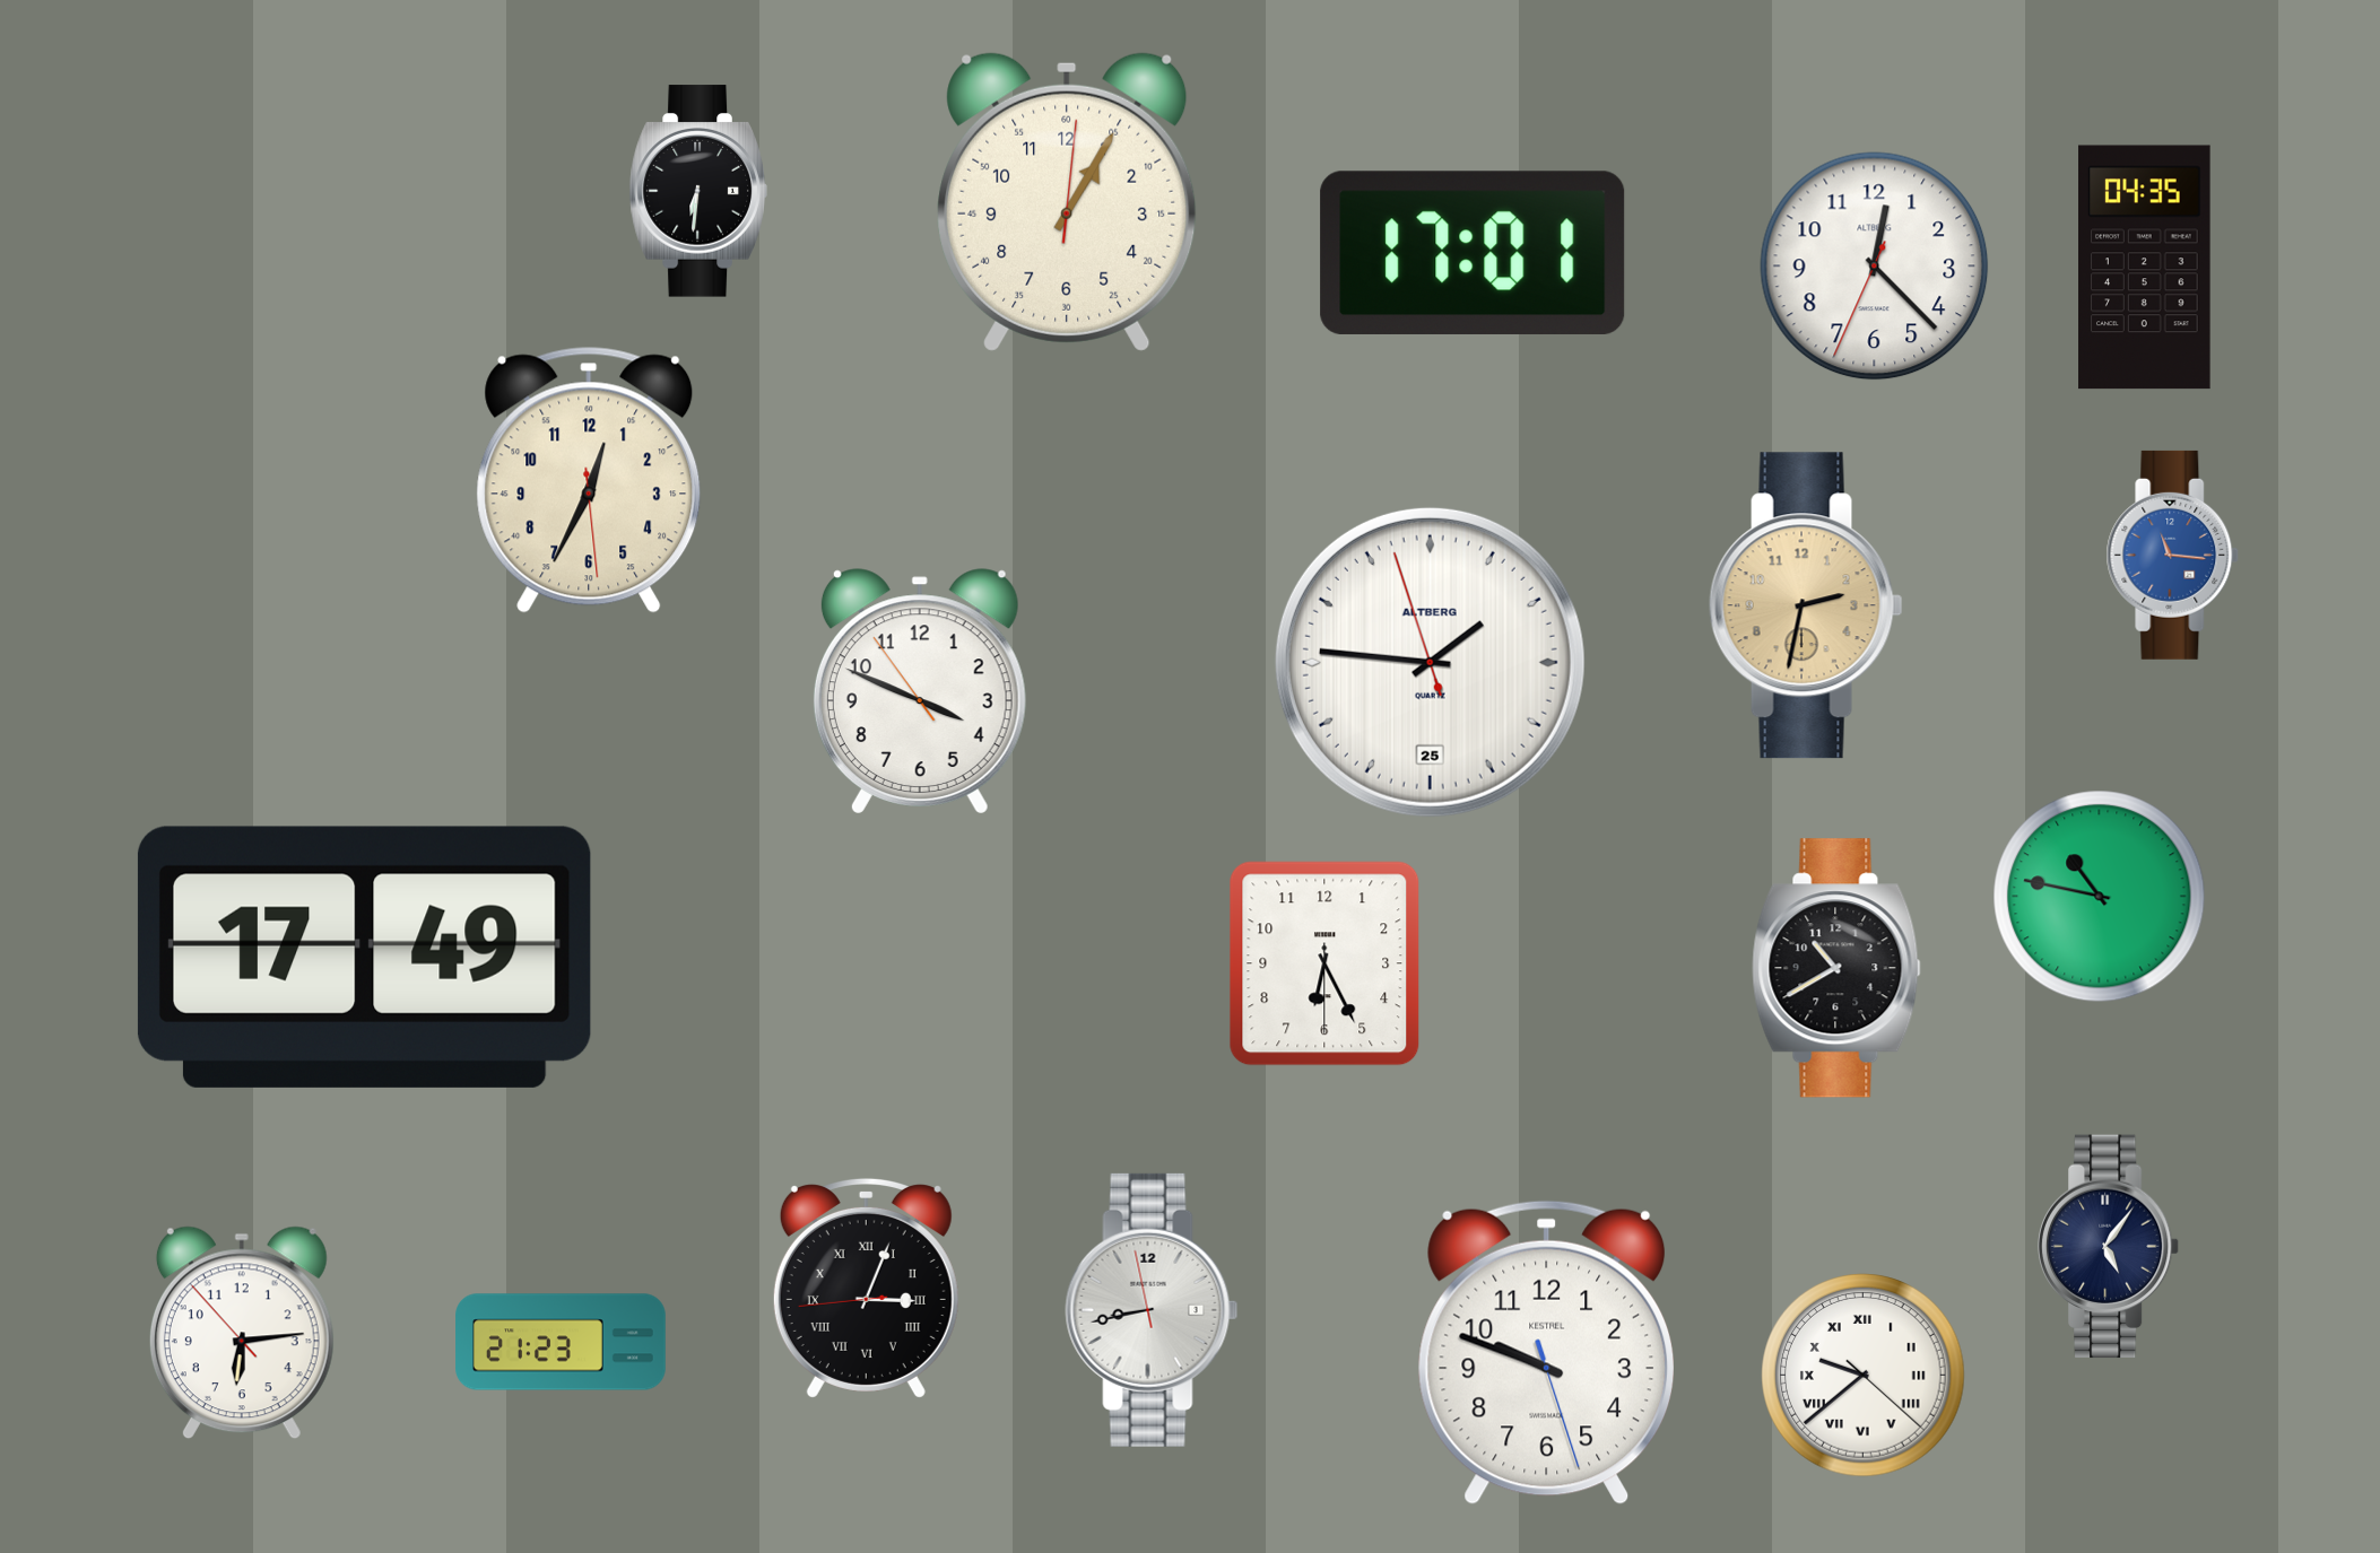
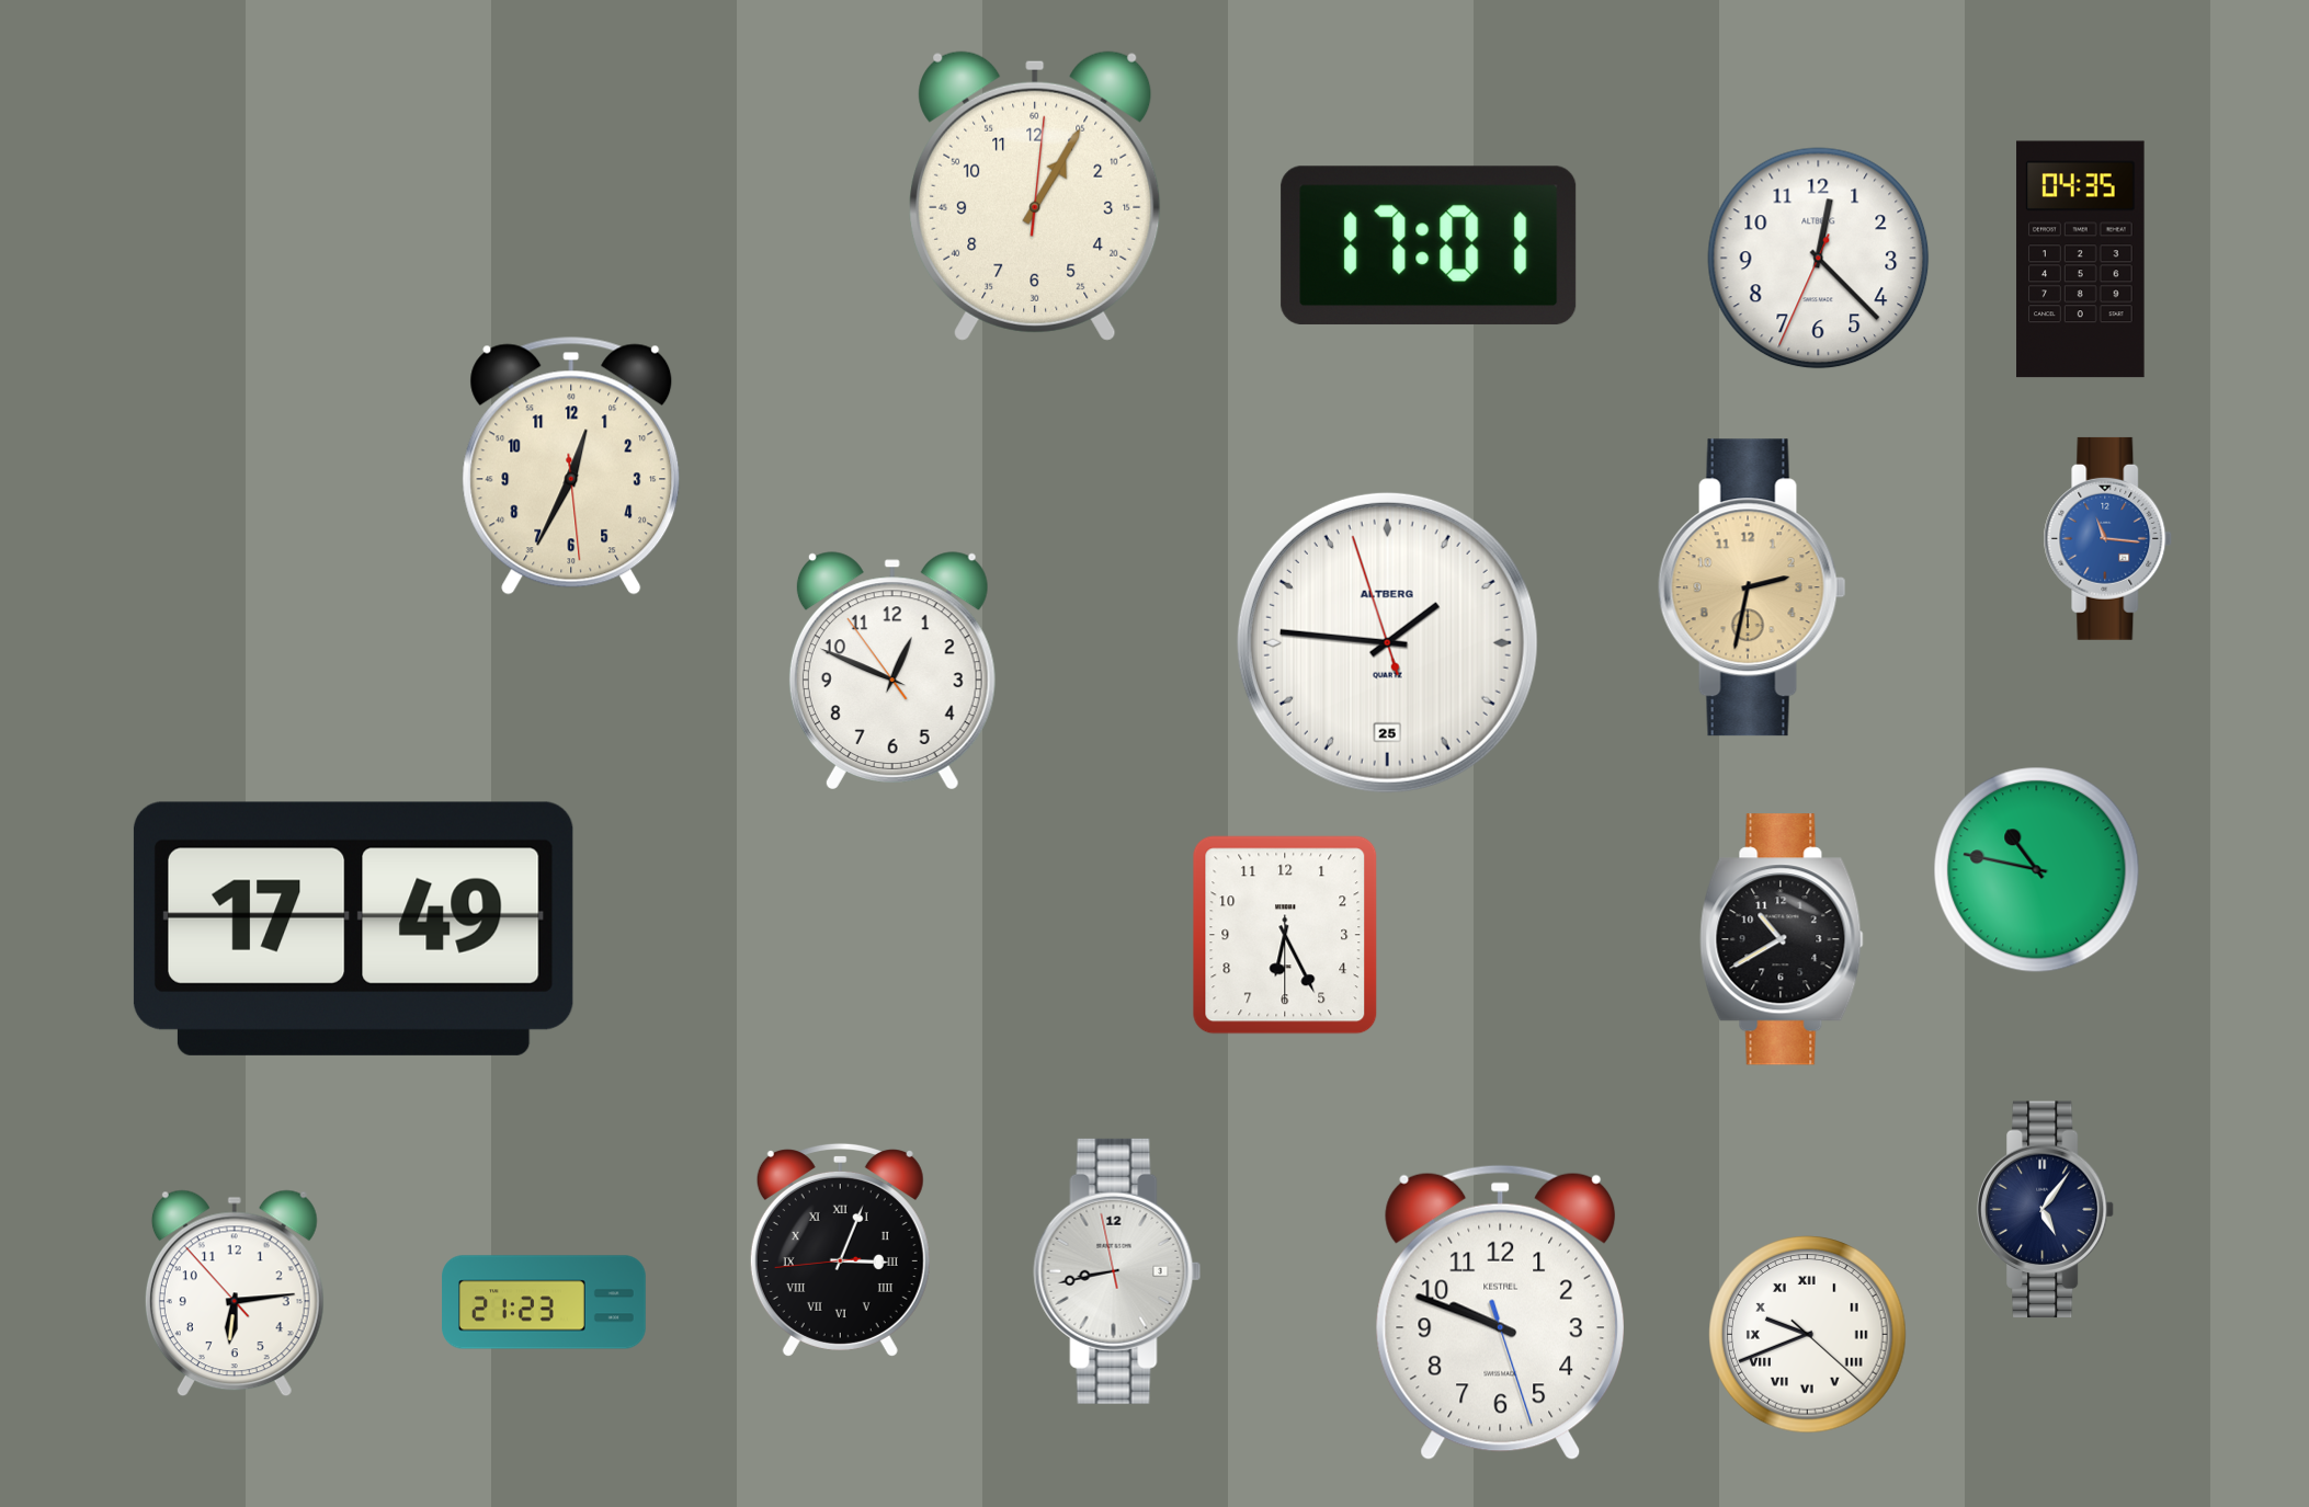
clock at (698, 191): 6:31 -> none
clock at (920, 691): 3:48 -> 12:48
clock at (1864, 1376): 9:38 -> 9:41
